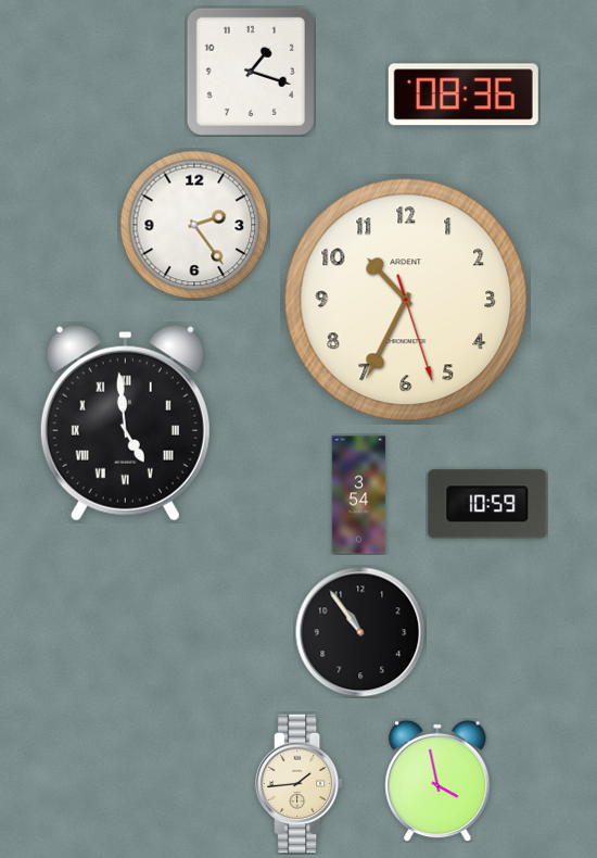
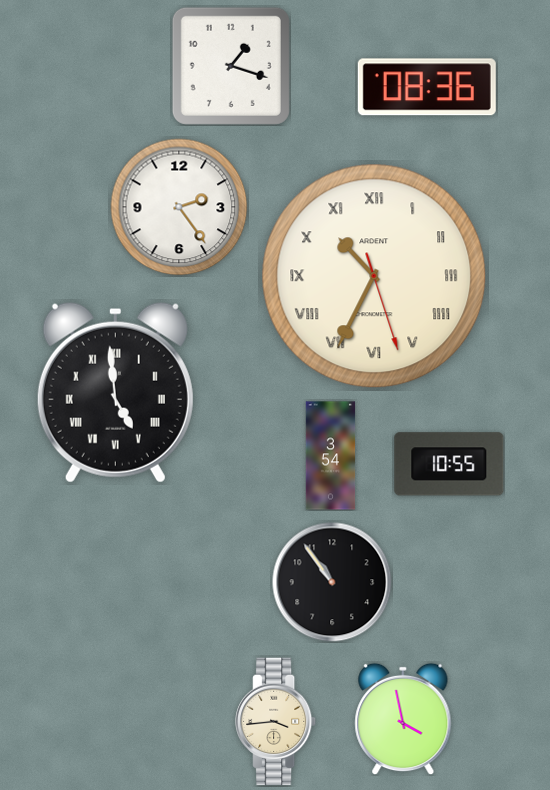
clock at (406, 300) numerals: Arabic -> Roman
clock at (125, 422) position: (125, 422) -> (115, 392)
clock at (487, 504): 10:59 -> 10:55
clock at (301, 784): 1:44 -> 3:44
